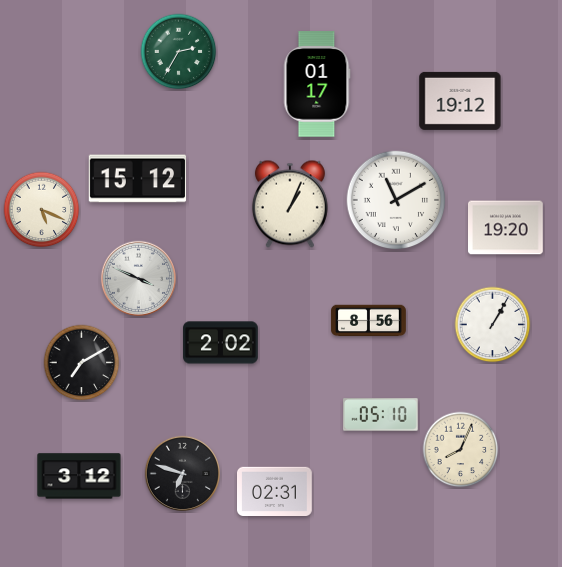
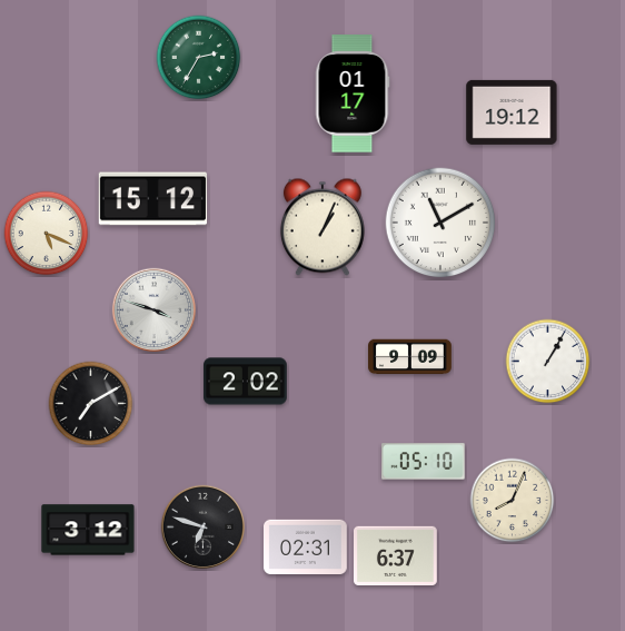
clock at (506, 228): 19:20 -> none
clock at (138, 278): 3:49 -> 3:48
clock at (369, 321): 8:56 -> 9:09
clock at (396, 555): none -> 6:37
